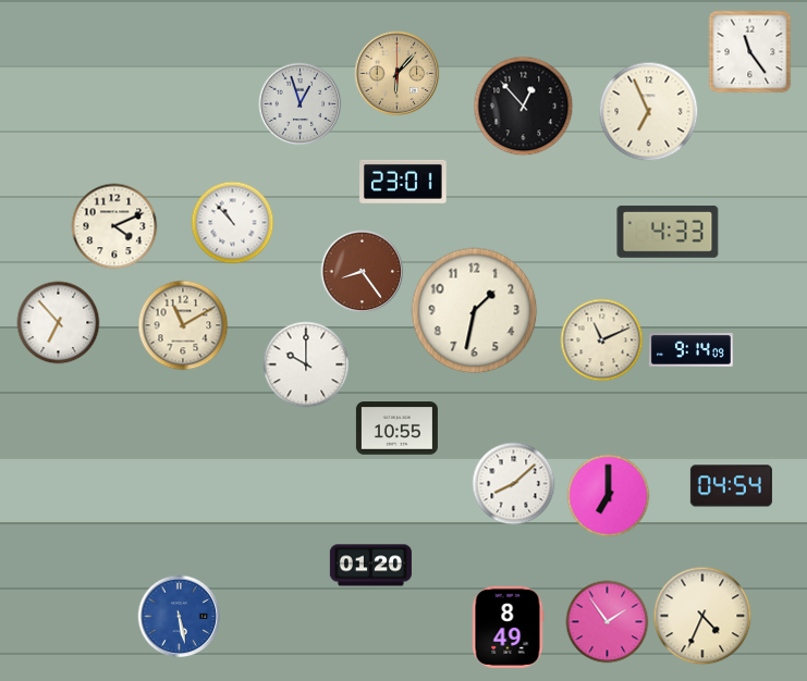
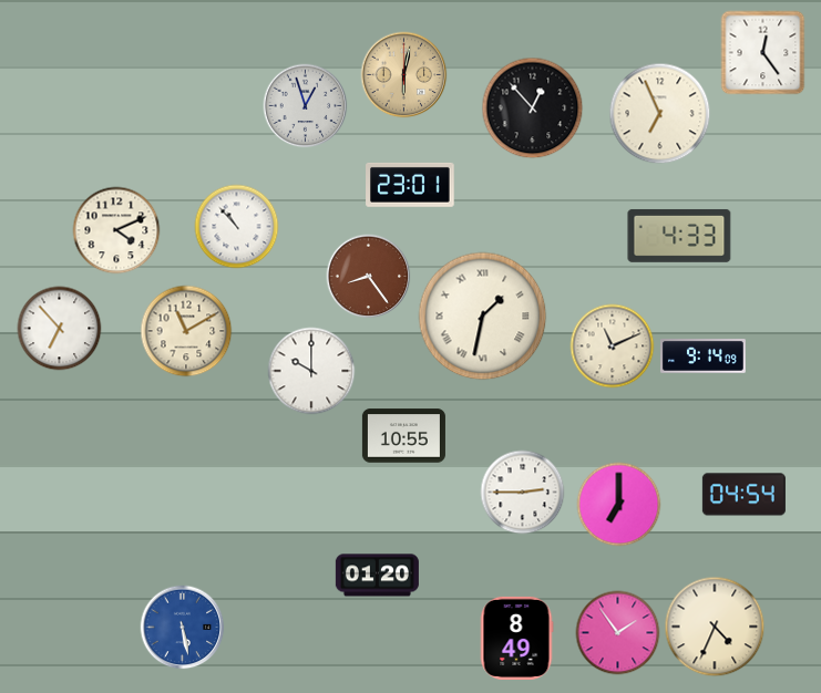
clock at (750, 52): 11:24 -> 12:24
clock at (398, 74): 6:07 -> 6:02
clock at (475, 311) numerals: Arabic -> Roman
clock at (514, 484): 8:08 -> 2:45
